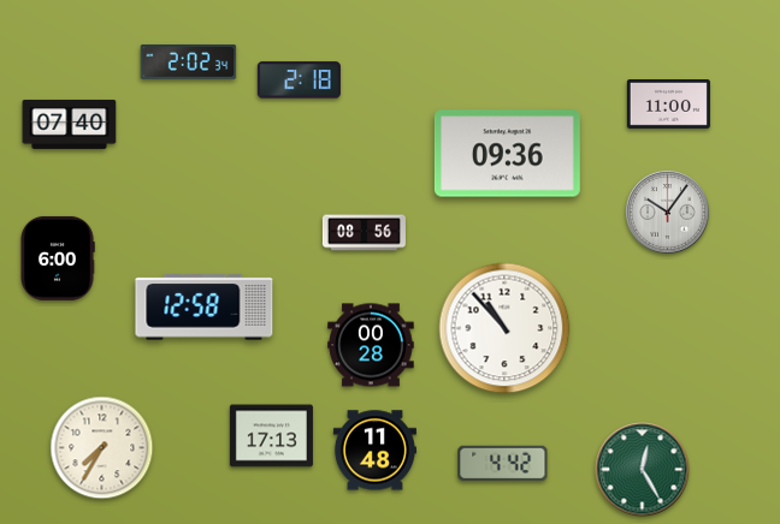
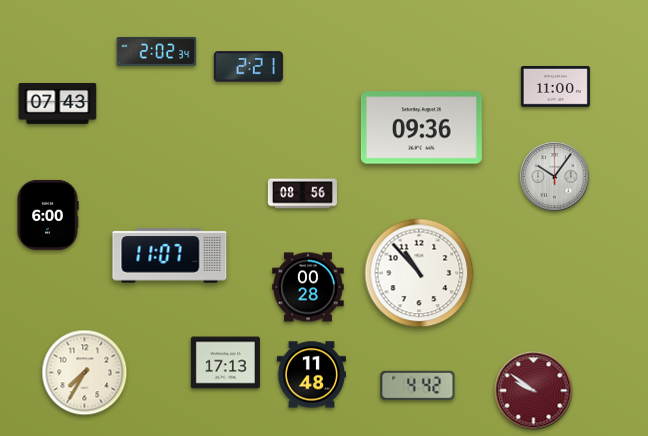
clock at (299, 81): 2:18 -> 2:21
clock at (70, 124): 07:40 -> 07:43
clock at (205, 308): 12:58 -> 11:07
clock at (643, 470): 12:25 -> 9:51
clock at (643, 470) dial: green -> burgundy
